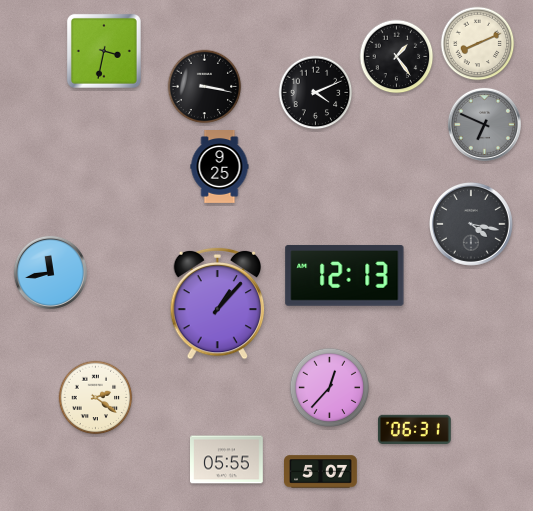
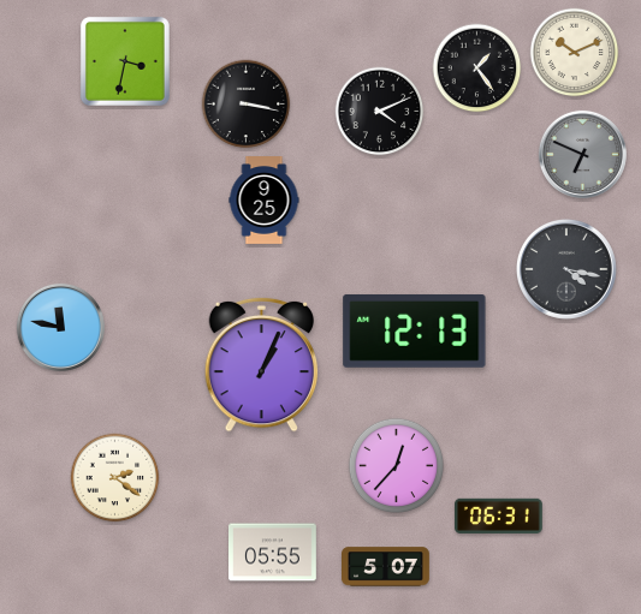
clock at (478, 44): 8:11 -> 10:11
clock at (484, 124) position: (484, 124) -> (582, 154)
clock at (50, 272): 11:43 -> 11:47
clock at (218, 303): 1:07 -> 1:04
